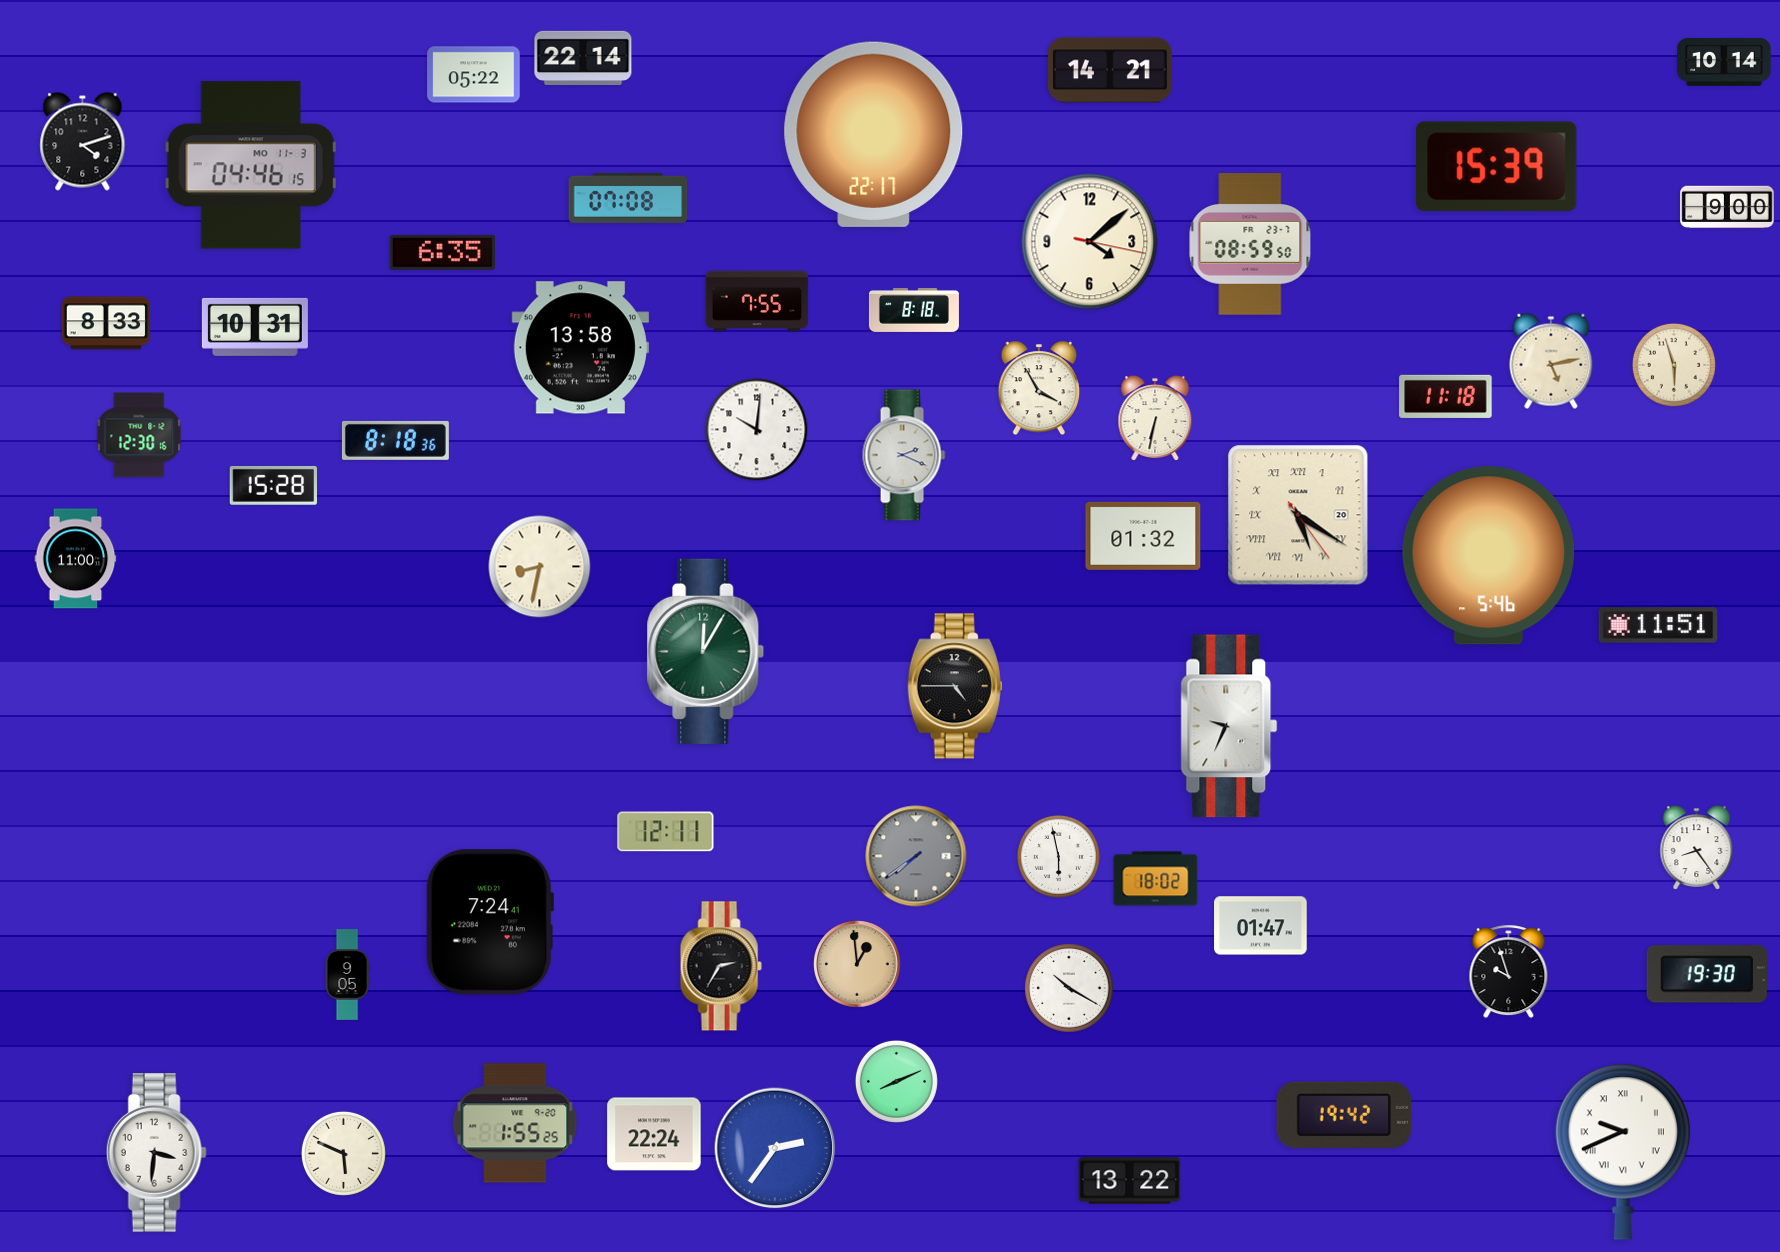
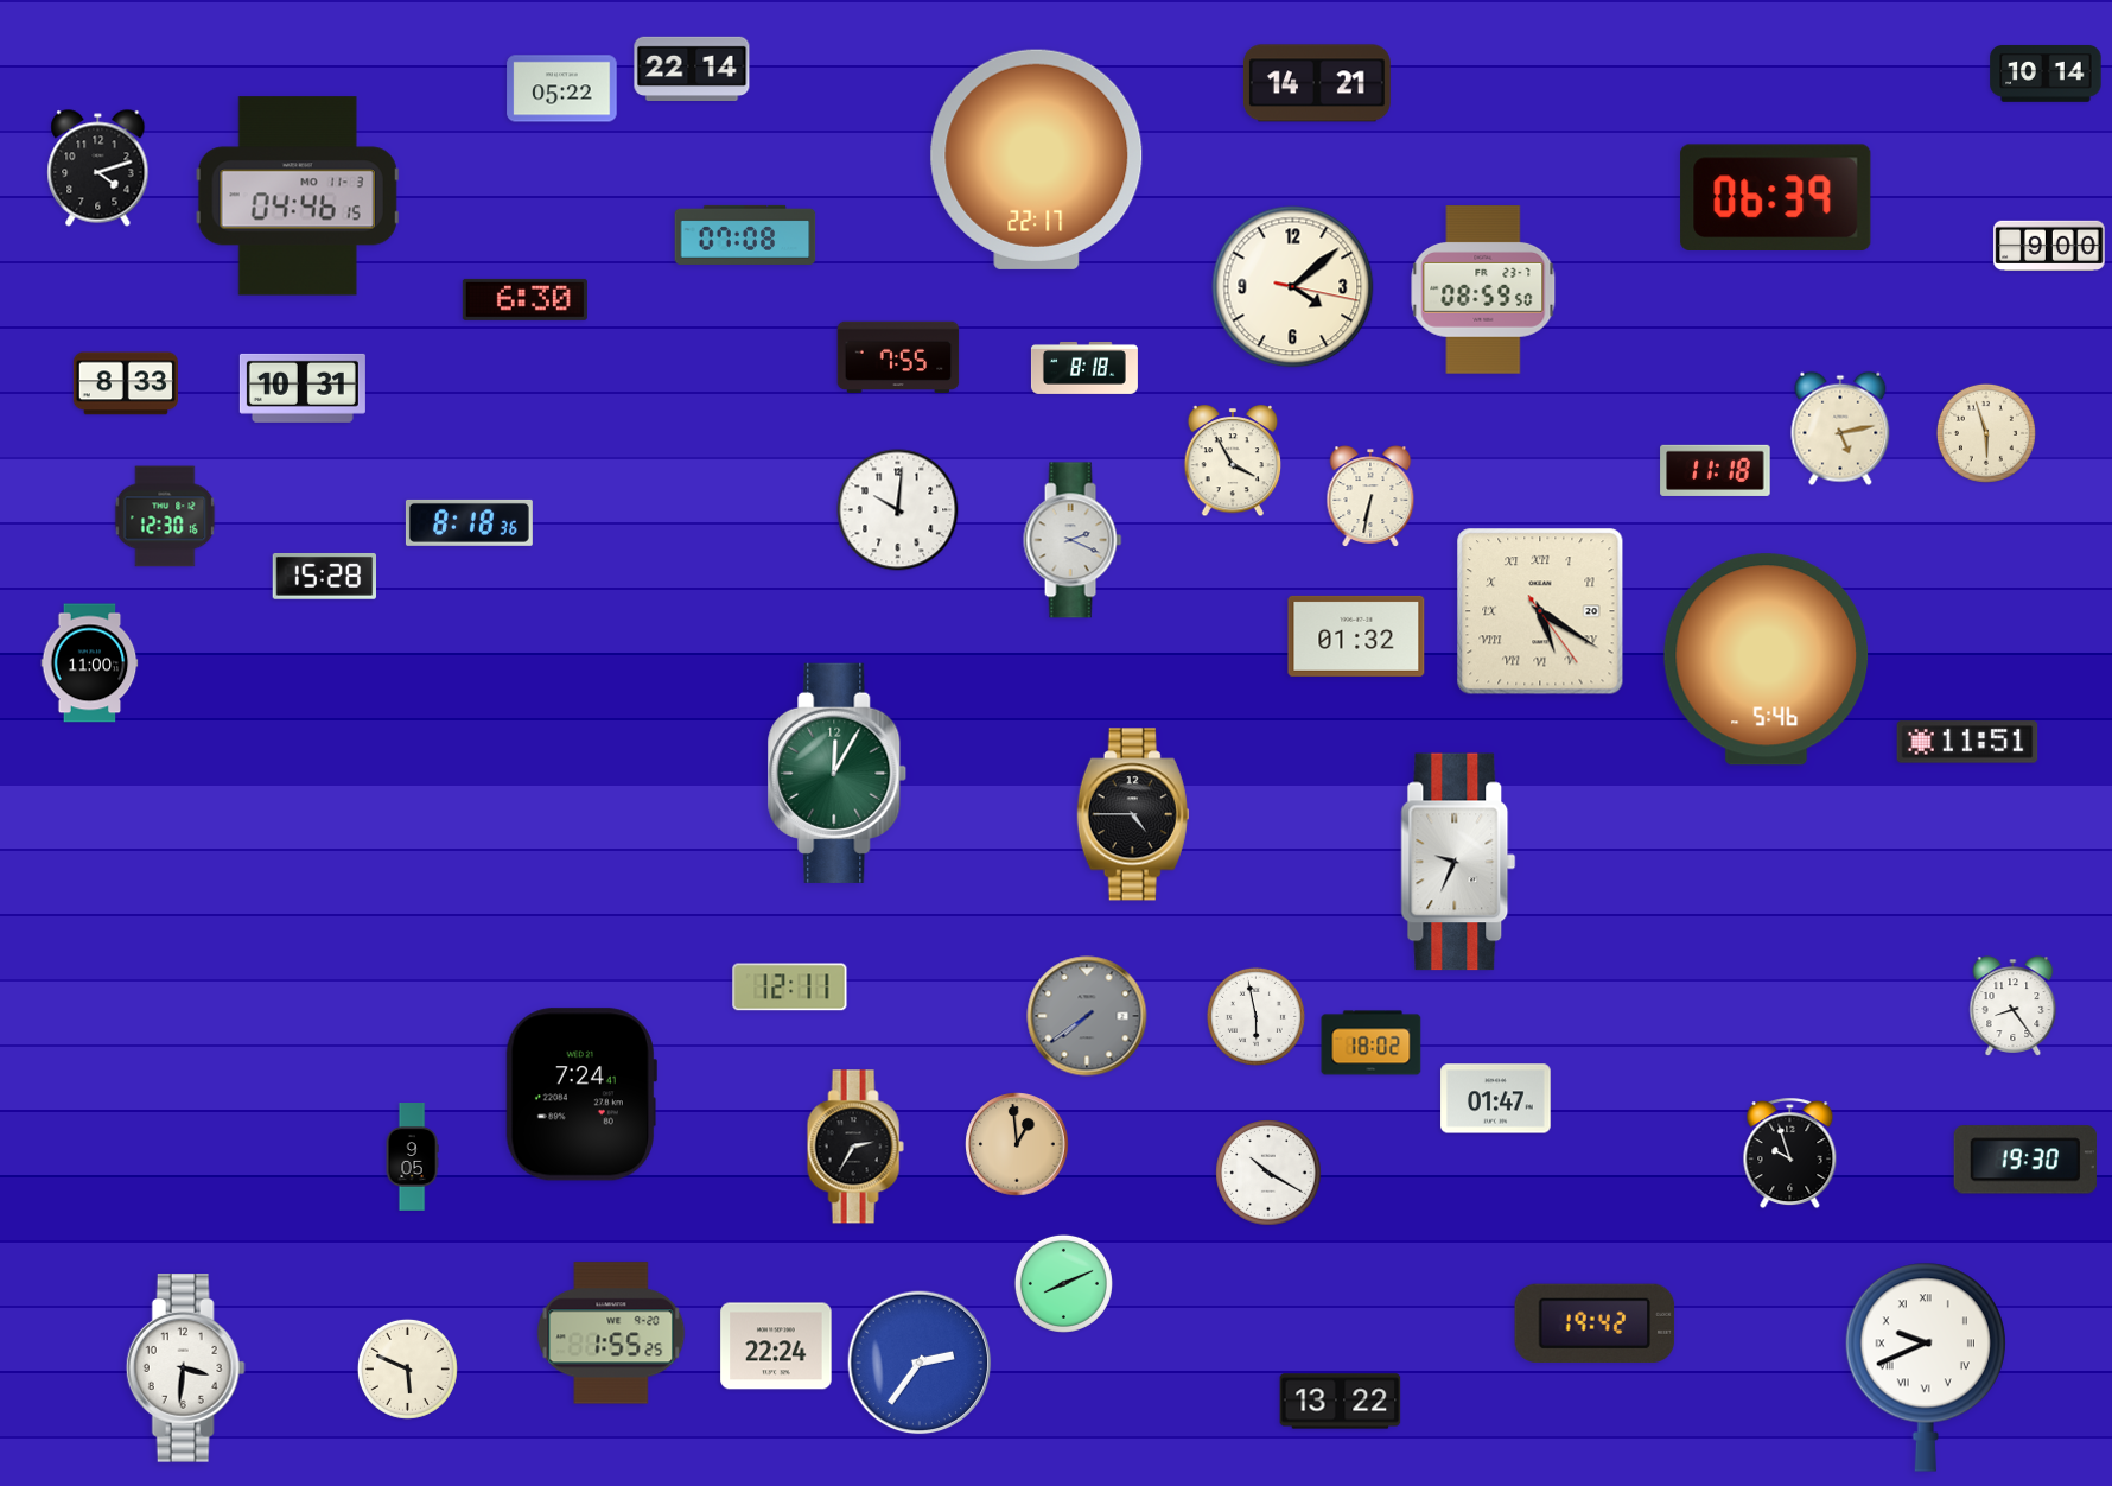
clock at (1497, 166): 15:39 -> 06:39
clock at (442, 252): 6:35 -> 6:30
clock at (580, 348): 13:58 -> none
clock at (540, 567): 8:32 -> none
clock at (1707, 974) position: (1707, 974) -> (2025, 1160)
